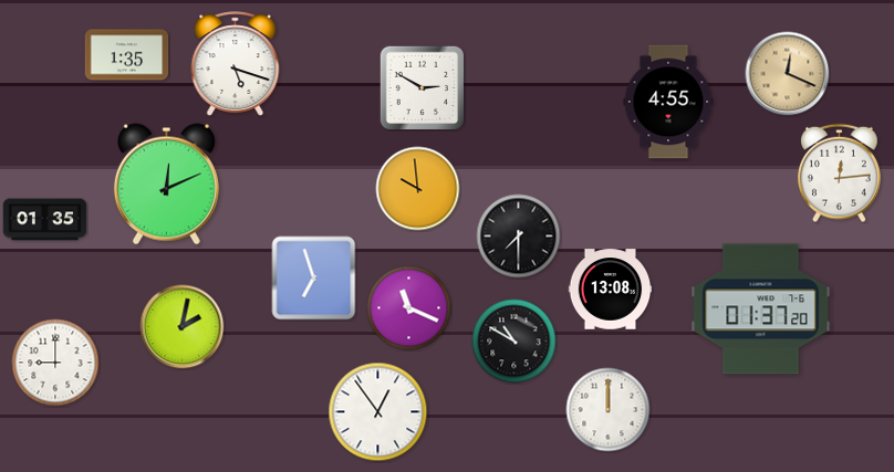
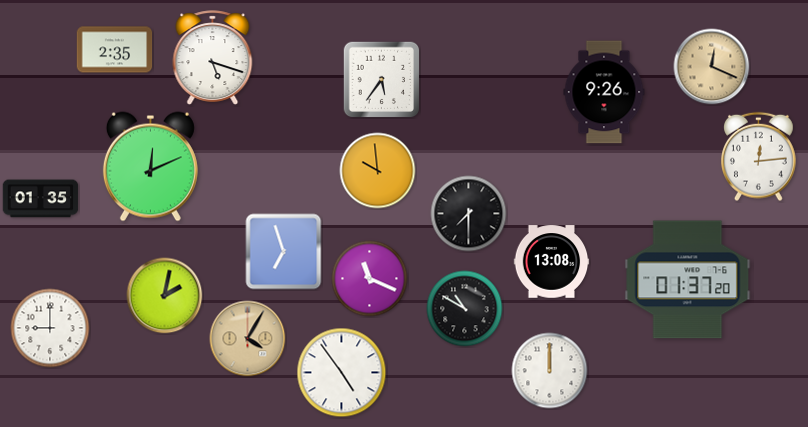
clock at (127, 55): 1:35 -> 2:35
clock at (422, 87): 2:50 -> 5:36
clock at (668, 102): 4:55 -> 9:26
clock at (248, 339): none -> 4:05
clock at (378, 412): 12:54 -> 4:54
